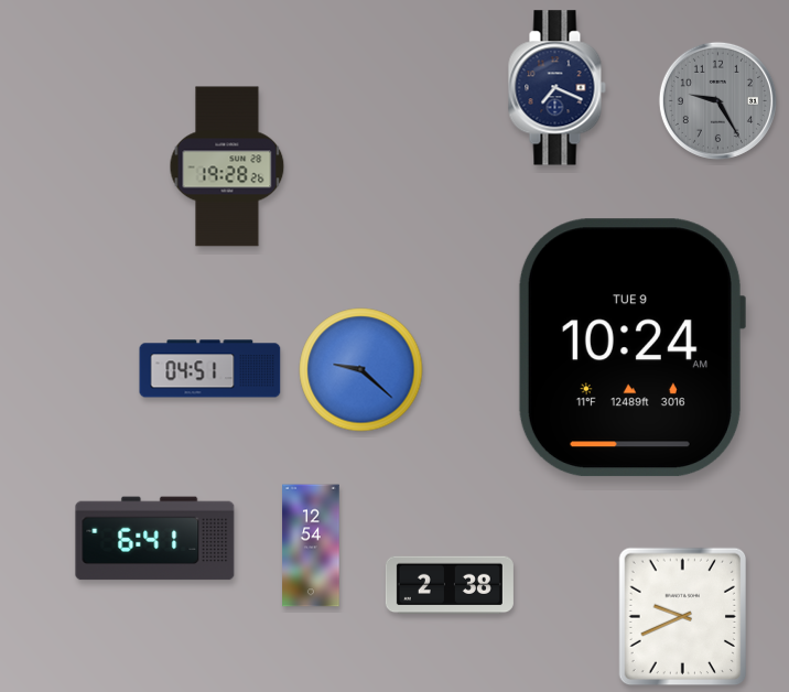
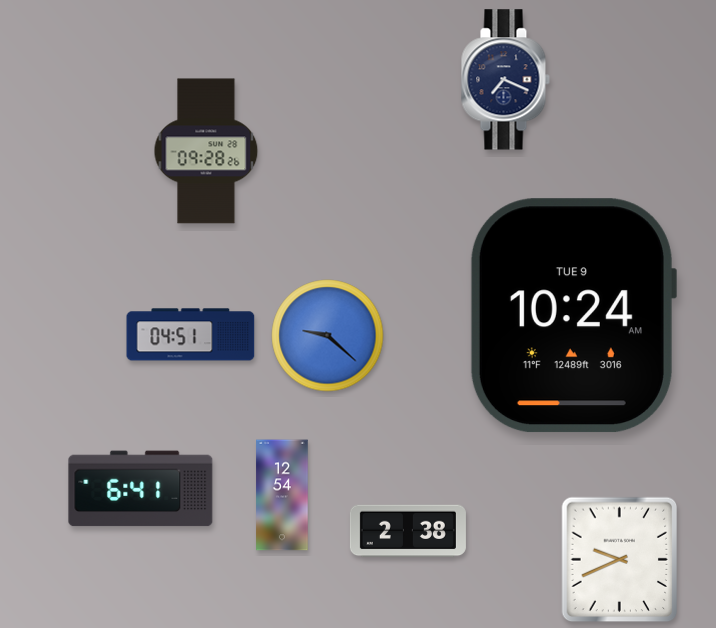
clock at (717, 100): 9:25 -> none
clock at (227, 166): 19:28 -> 09:28
